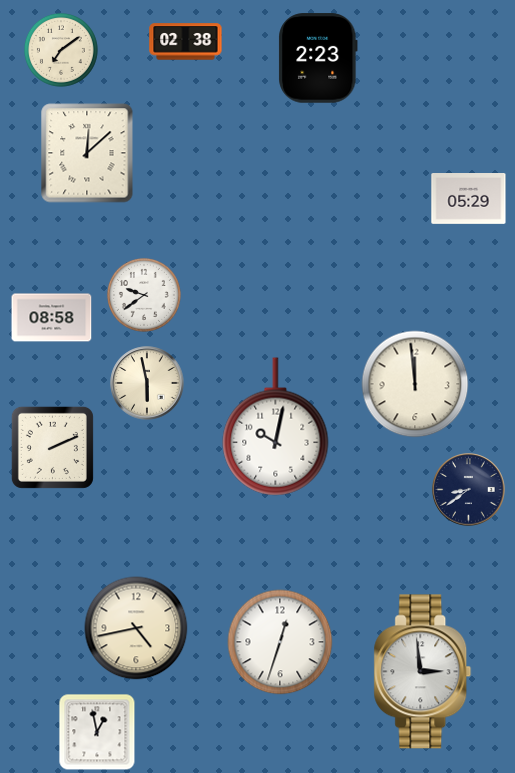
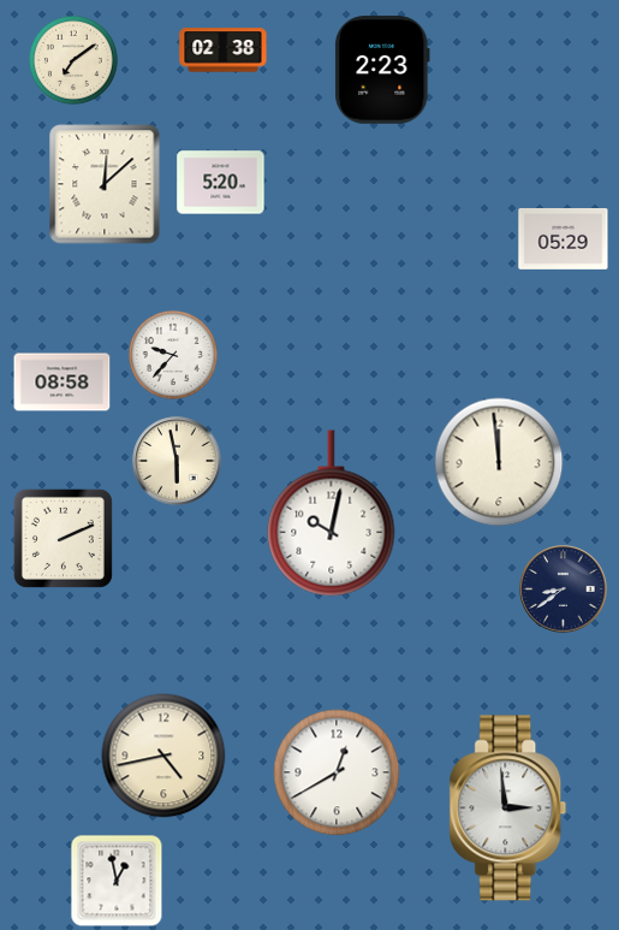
clock at (221, 183): none -> 5:20
clock at (144, 295): 9:39 -> 9:37
clock at (280, 642): 12:33 -> 12:40
